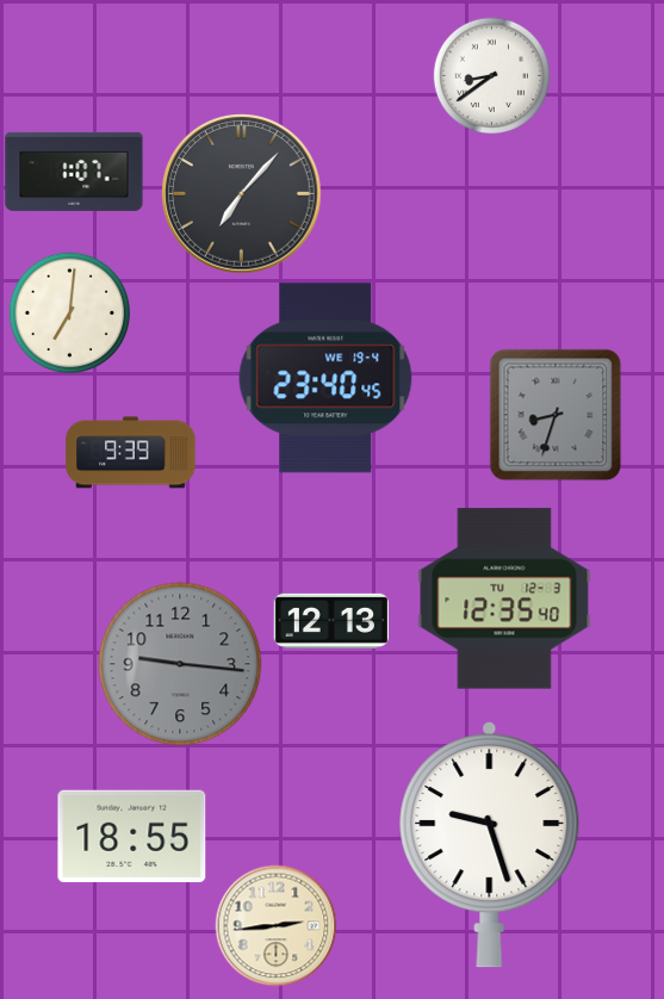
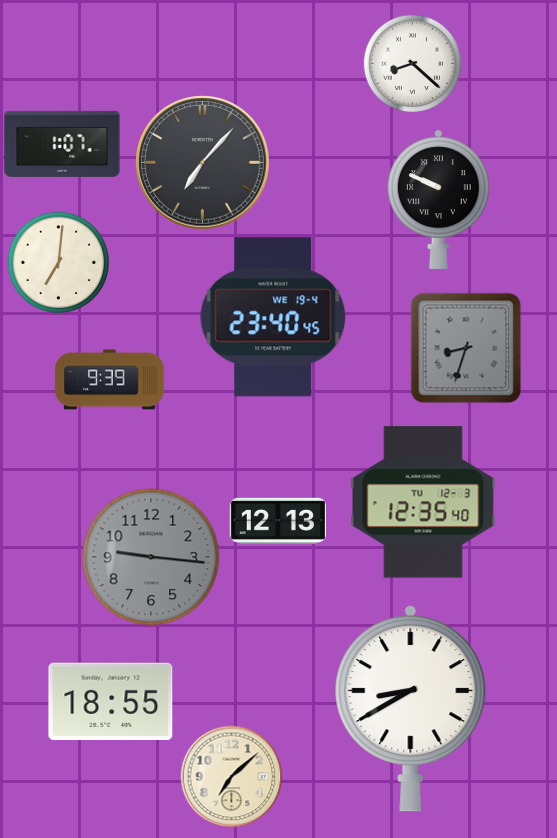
clock at (491, 75): 8:39 -> 8:22
clock at (438, 199): none -> 9:49
clock at (490, 844): 9:27 -> 8:40
clock at (277, 926): 2:44 -> 7:08
